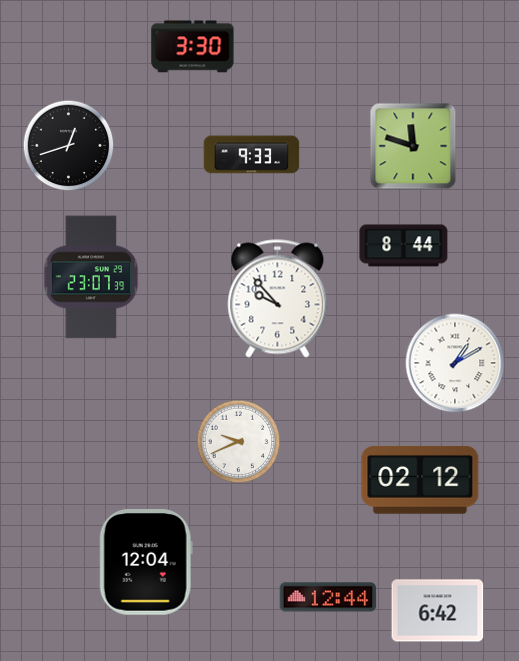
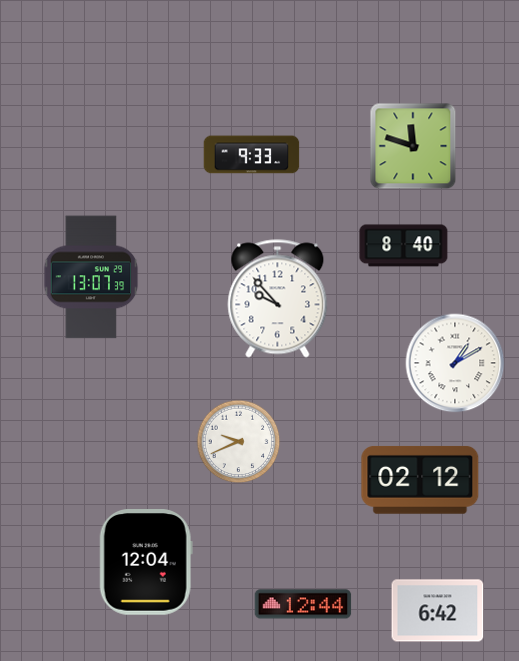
clock at (193, 47): 3:30 -> none
clock at (69, 146): 12:42 -> none
clock at (404, 246): 8:44 -> 8:40
clock at (91, 277): 23:07 -> 13:07
clock at (328, 597) position: (328, 597) -> (303, 604)
